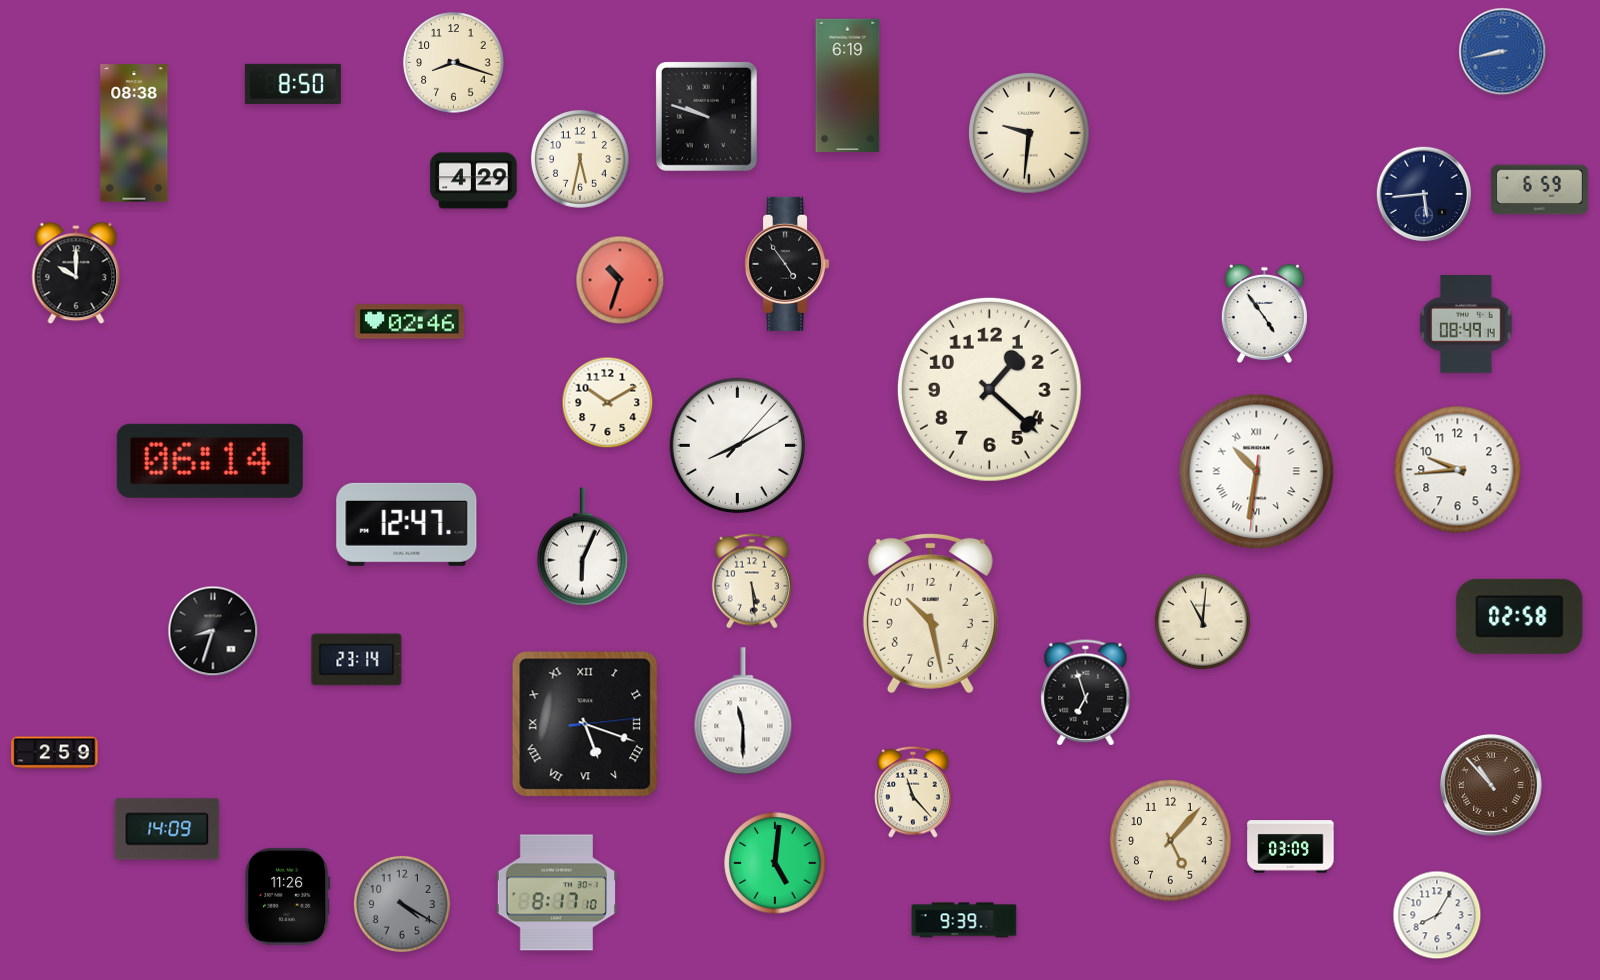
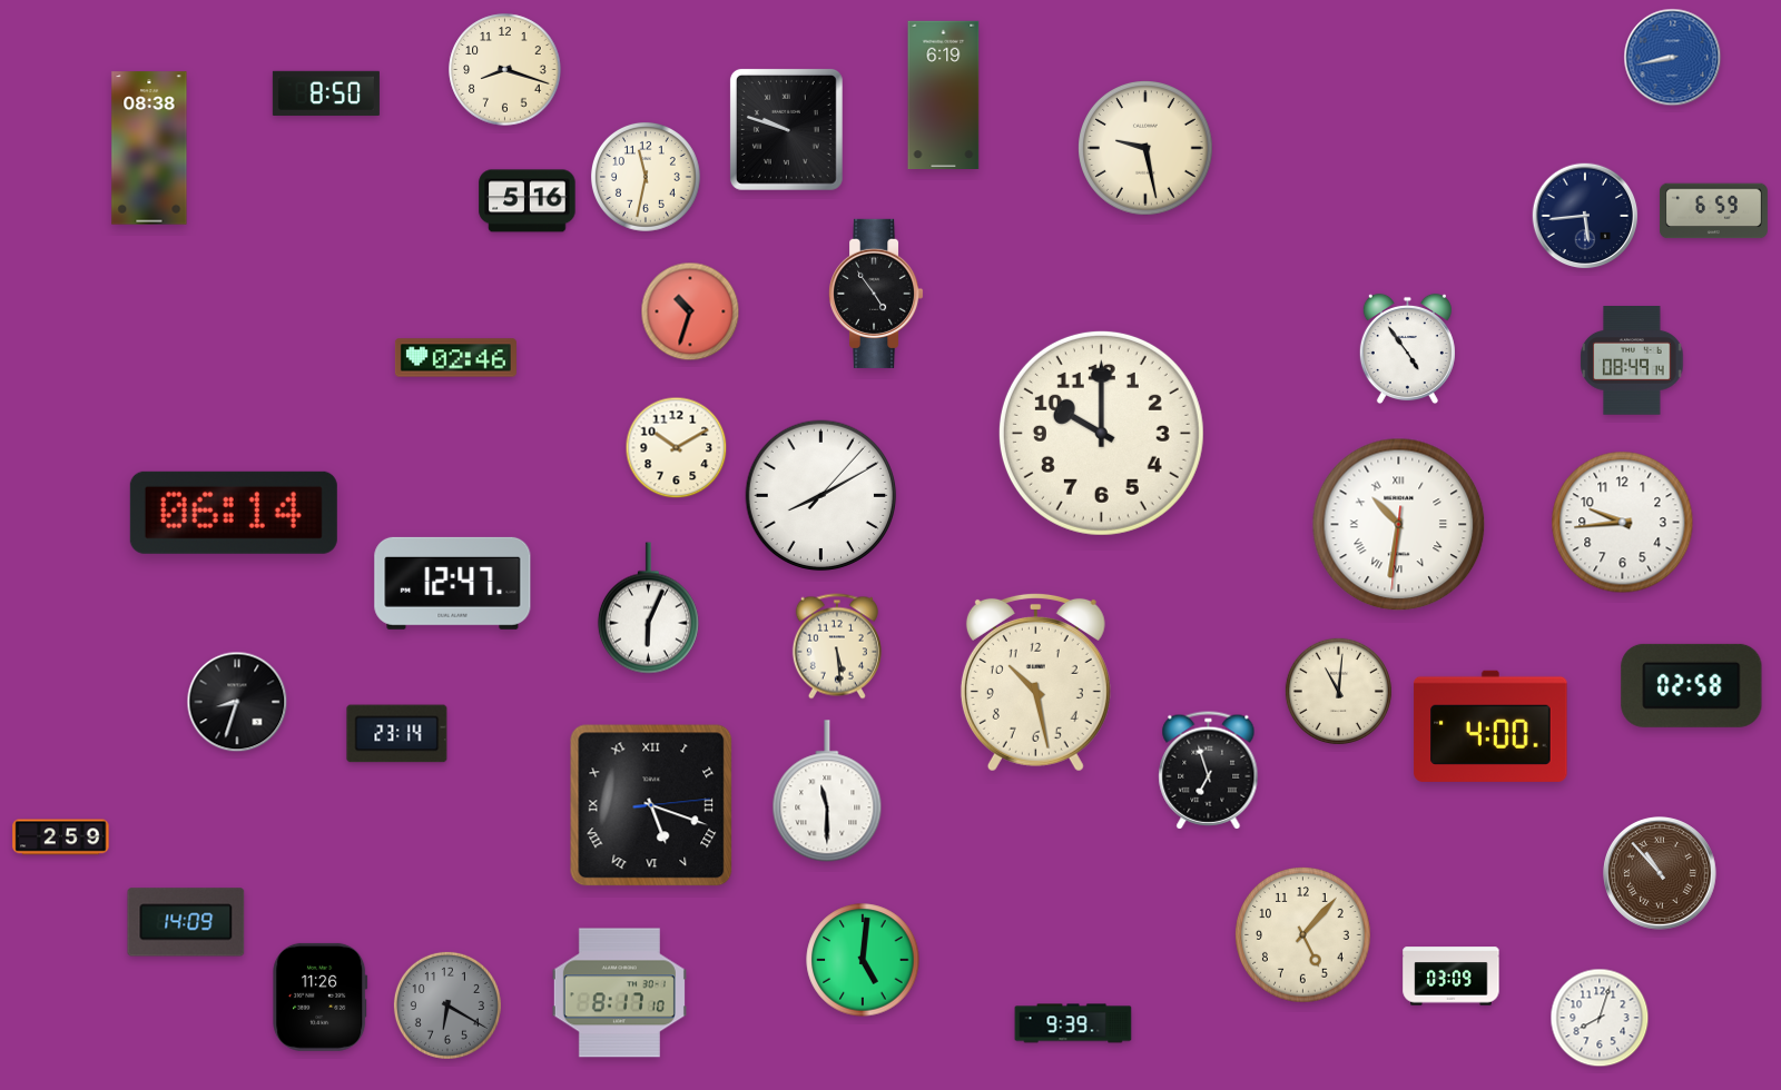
clock at (1030, 134): 9:31 -> 9:28
clock at (580, 159): 5:32 -> 11:32
clock at (474, 181): 4:29 -> 5:16
clock at (76, 273): 10:00 -> none
clock at (989, 389): 1:22 -> 10:00
clock at (1490, 726): none -> 4:00
clock at (914, 792): 11:23 -> none
clock at (1291, 847) position: (1291, 847) -> (1452, 977)
clock at (402, 904): 4:20 -> 6:20
clock at (1437, 915): 8:05 -> 8:03
